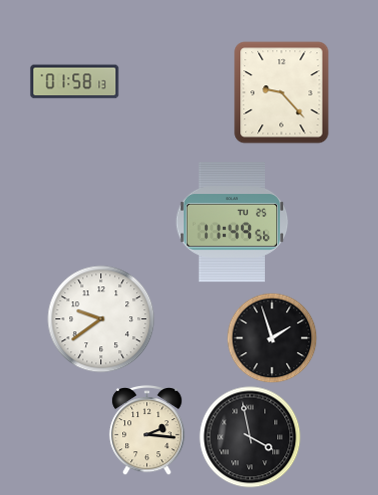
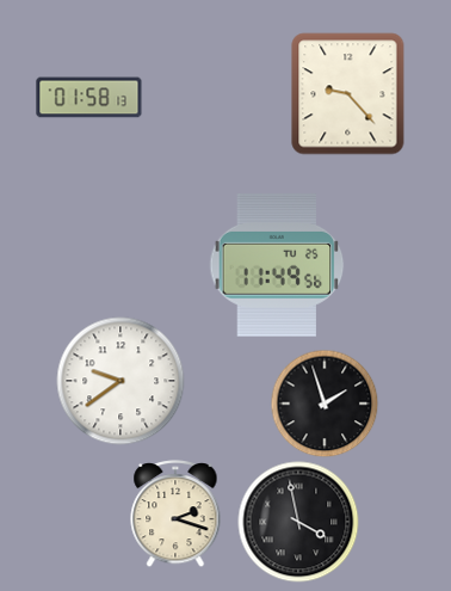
clock at (282, 93) position: (282, 93) -> (348, 94)
clock at (147, 431): 2:16 -> 2:18
